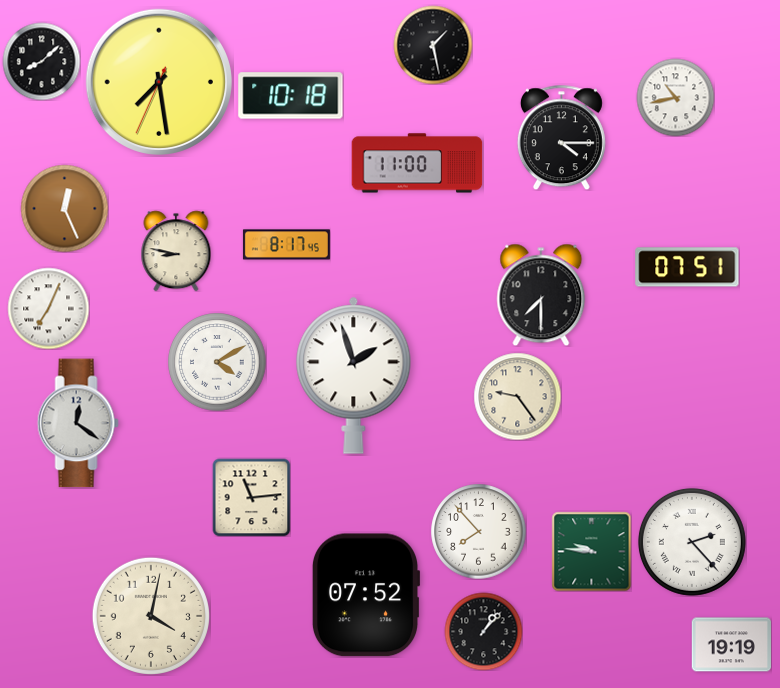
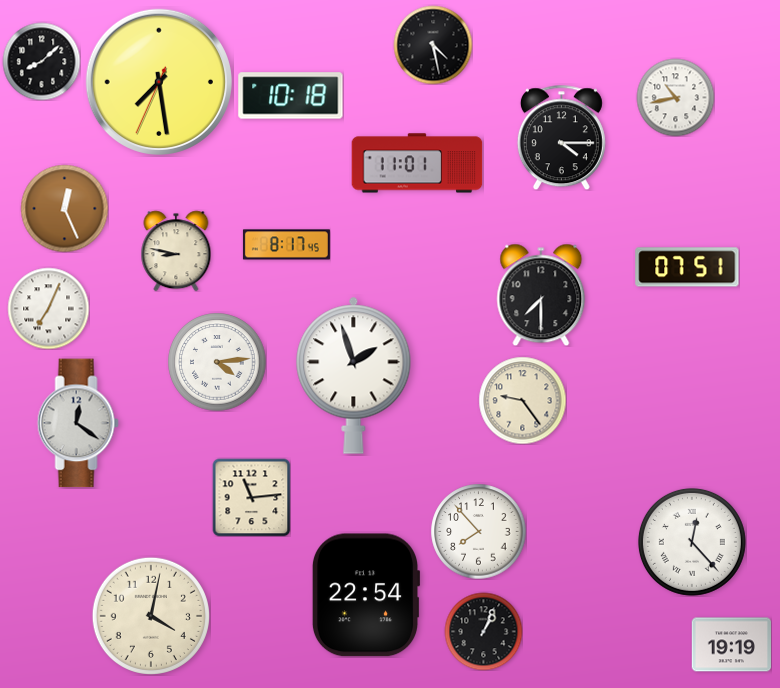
clock at (433, 45): 1:28 -> 4:28
clock at (417, 163): 11:00 -> 11:01
clock at (217, 362): 4:10 -> 4:14
clock at (517, 396) position: (517, 396) -> (522, 400)
clock at (692, 542): 2:23 -> 12:23
clock at (591, 551): 9:46 -> none
clock at (366, 595): 07:52 -> 22:54
clock at (483, 631): 1:07 -> 1:04
